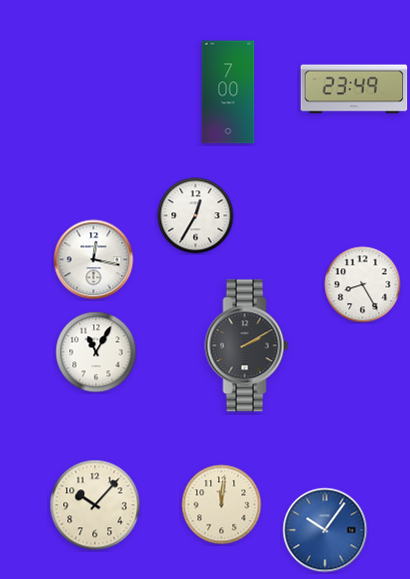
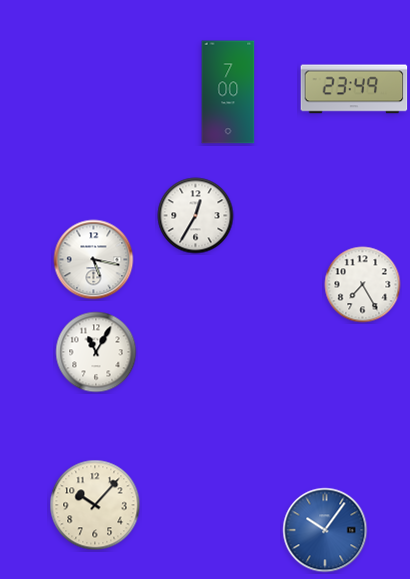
clock at (94, 260): 12:17 -> 5:17
clock at (363, 285): 8:25 -> 7:25
clock at (247, 346): 2:10 -> none
clock at (222, 505): 12:01 -> none
